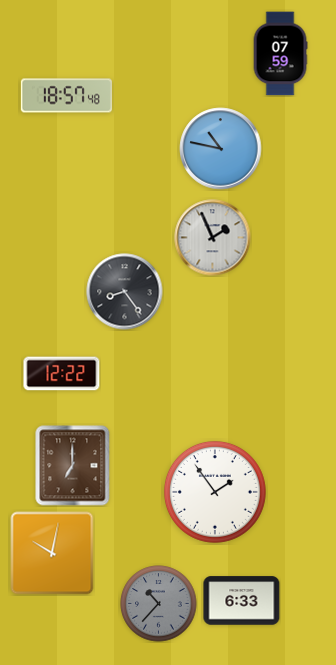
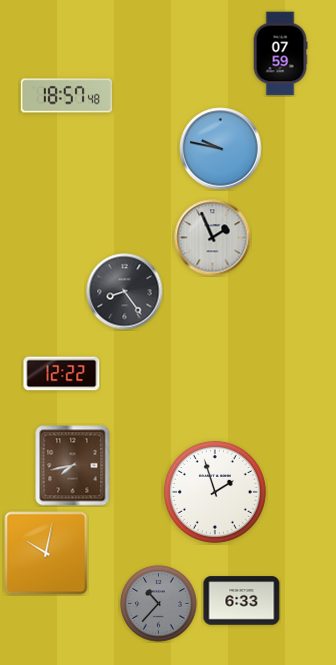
clock at (221, 149): 10:47 -> 9:47
clock at (73, 466): 7:00 -> 7:43
clock at (215, 492): 1:54 -> 1:57
clock at (52, 553) position: (52, 553) -> (46, 553)
